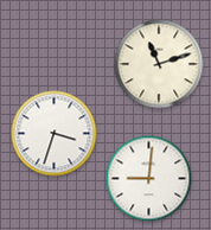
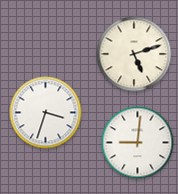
clock at (159, 64): 11:12 -> 5:12
clock at (149, 179) position: (149, 179) -> (138, 143)
